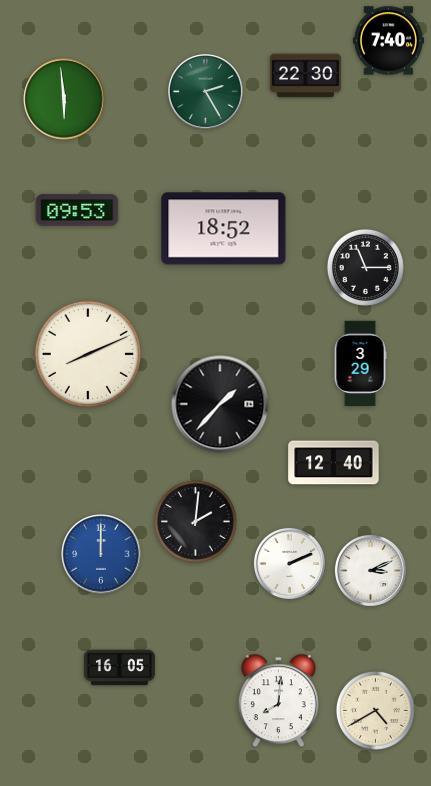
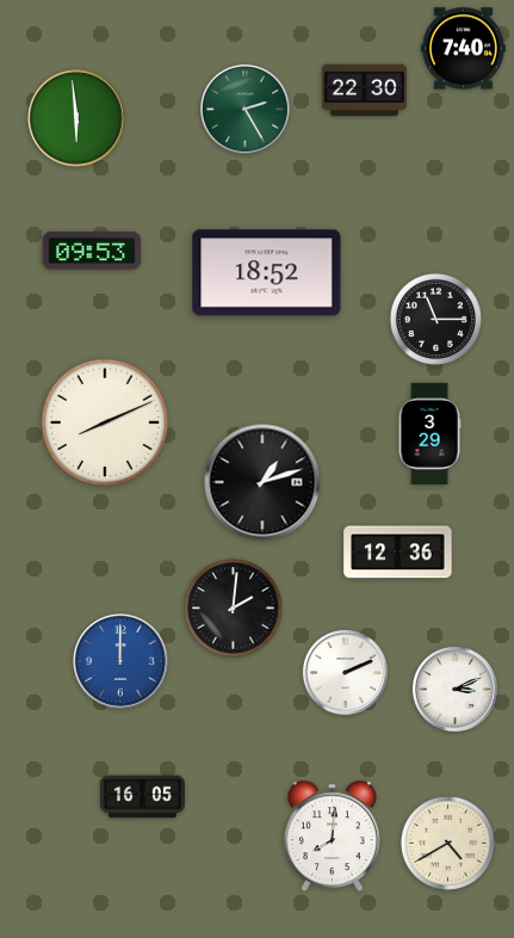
clock at (220, 404): 1:37 -> 1:12
clock at (334, 463): 12:40 -> 12:36
clock at (196, 522) position: (196, 522) -> (234, 609)
clock at (370, 570) position: (370, 570) -> (454, 689)
clock at (375, 710) position: (375, 710) -> (447, 843)
